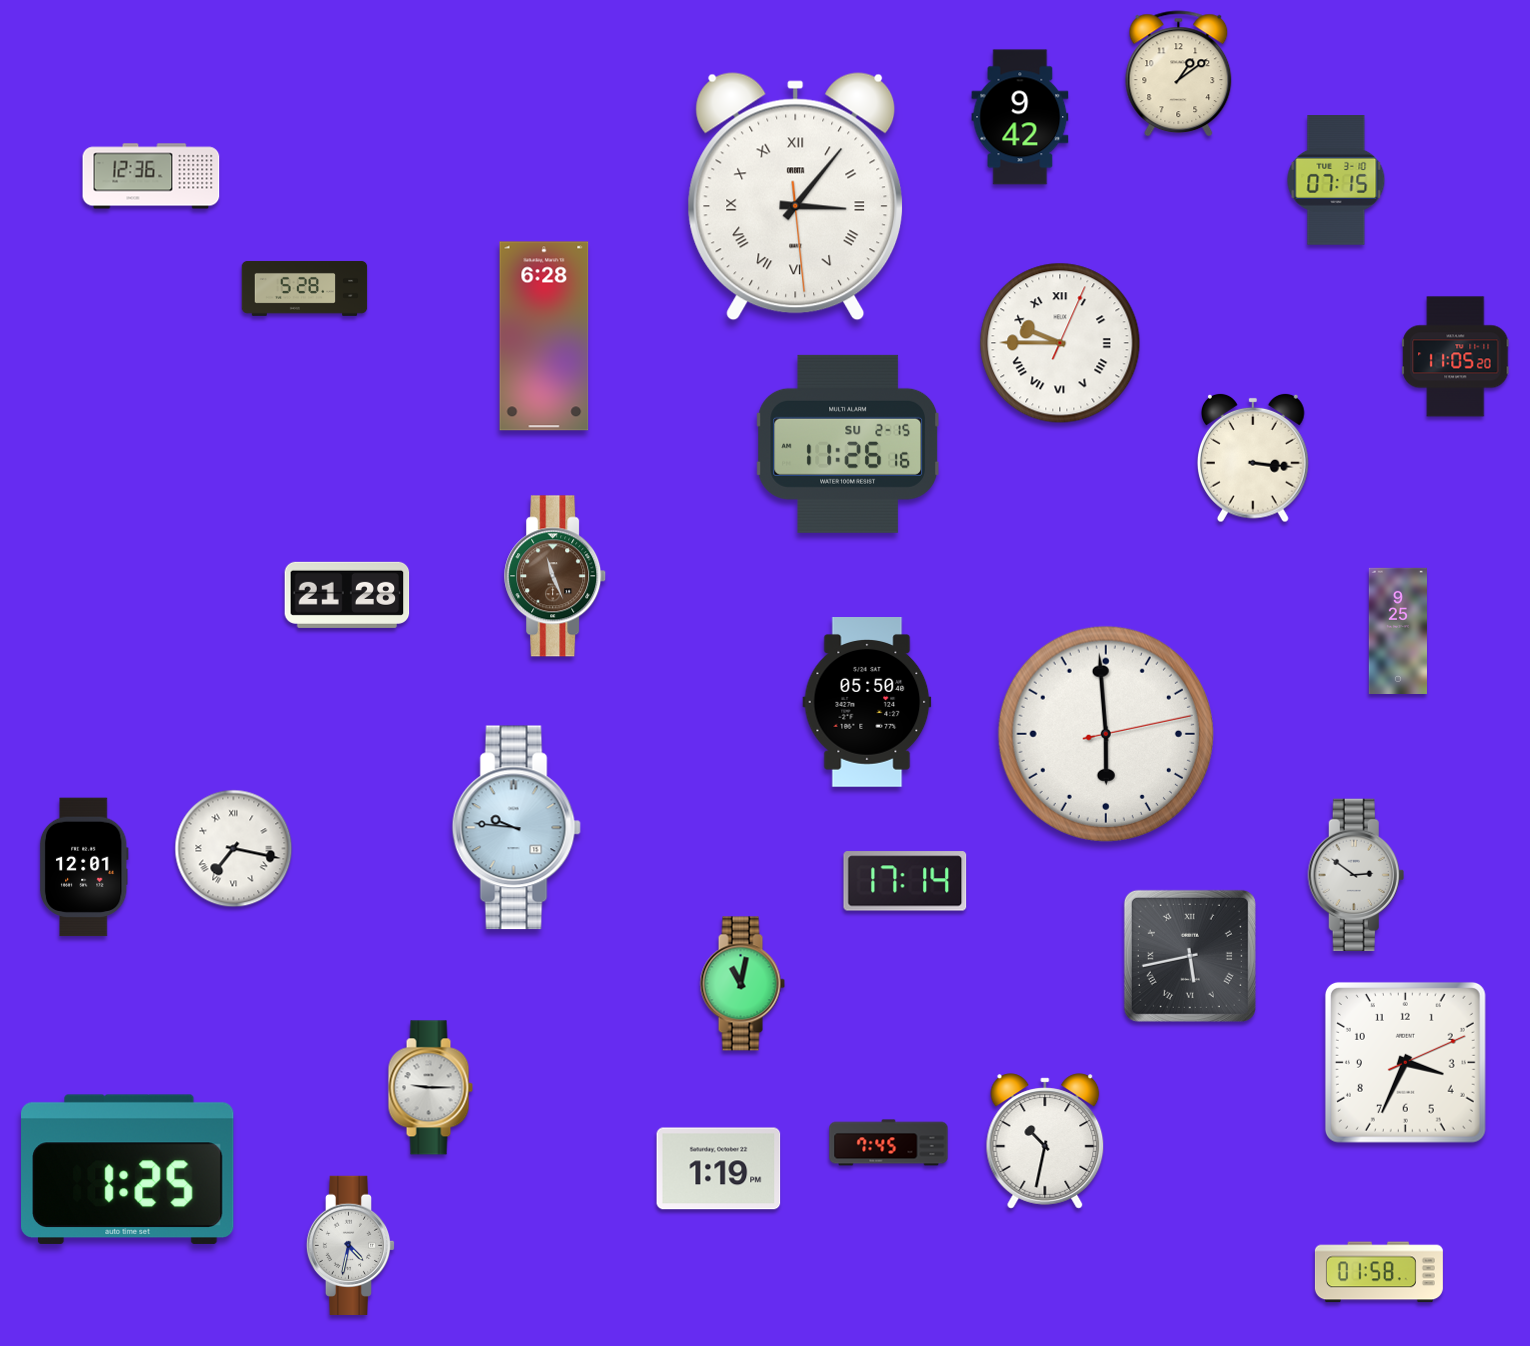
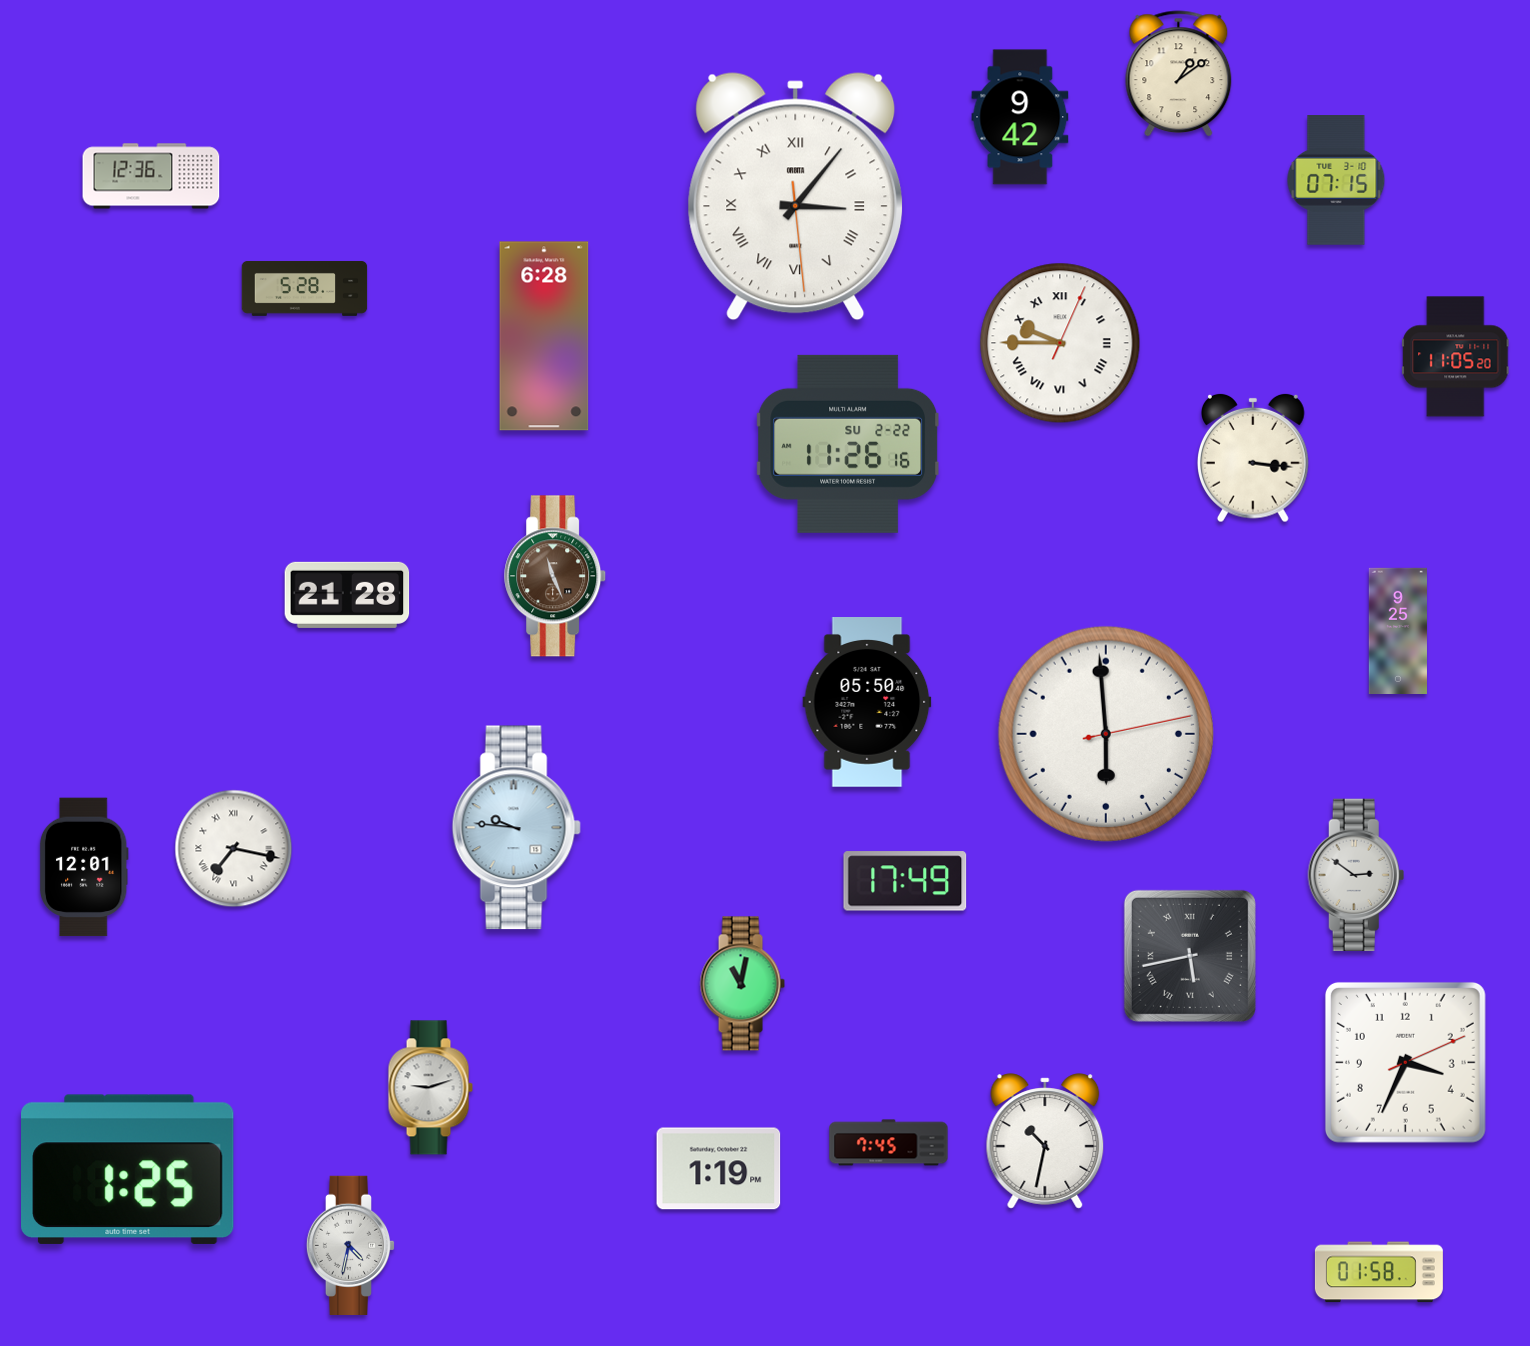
clock at (847, 444) date: SU 2-15 -> SU 2-22
clock at (905, 881): 17:14 -> 17:49
clock at (430, 1088): 9:15 -> 9:12
